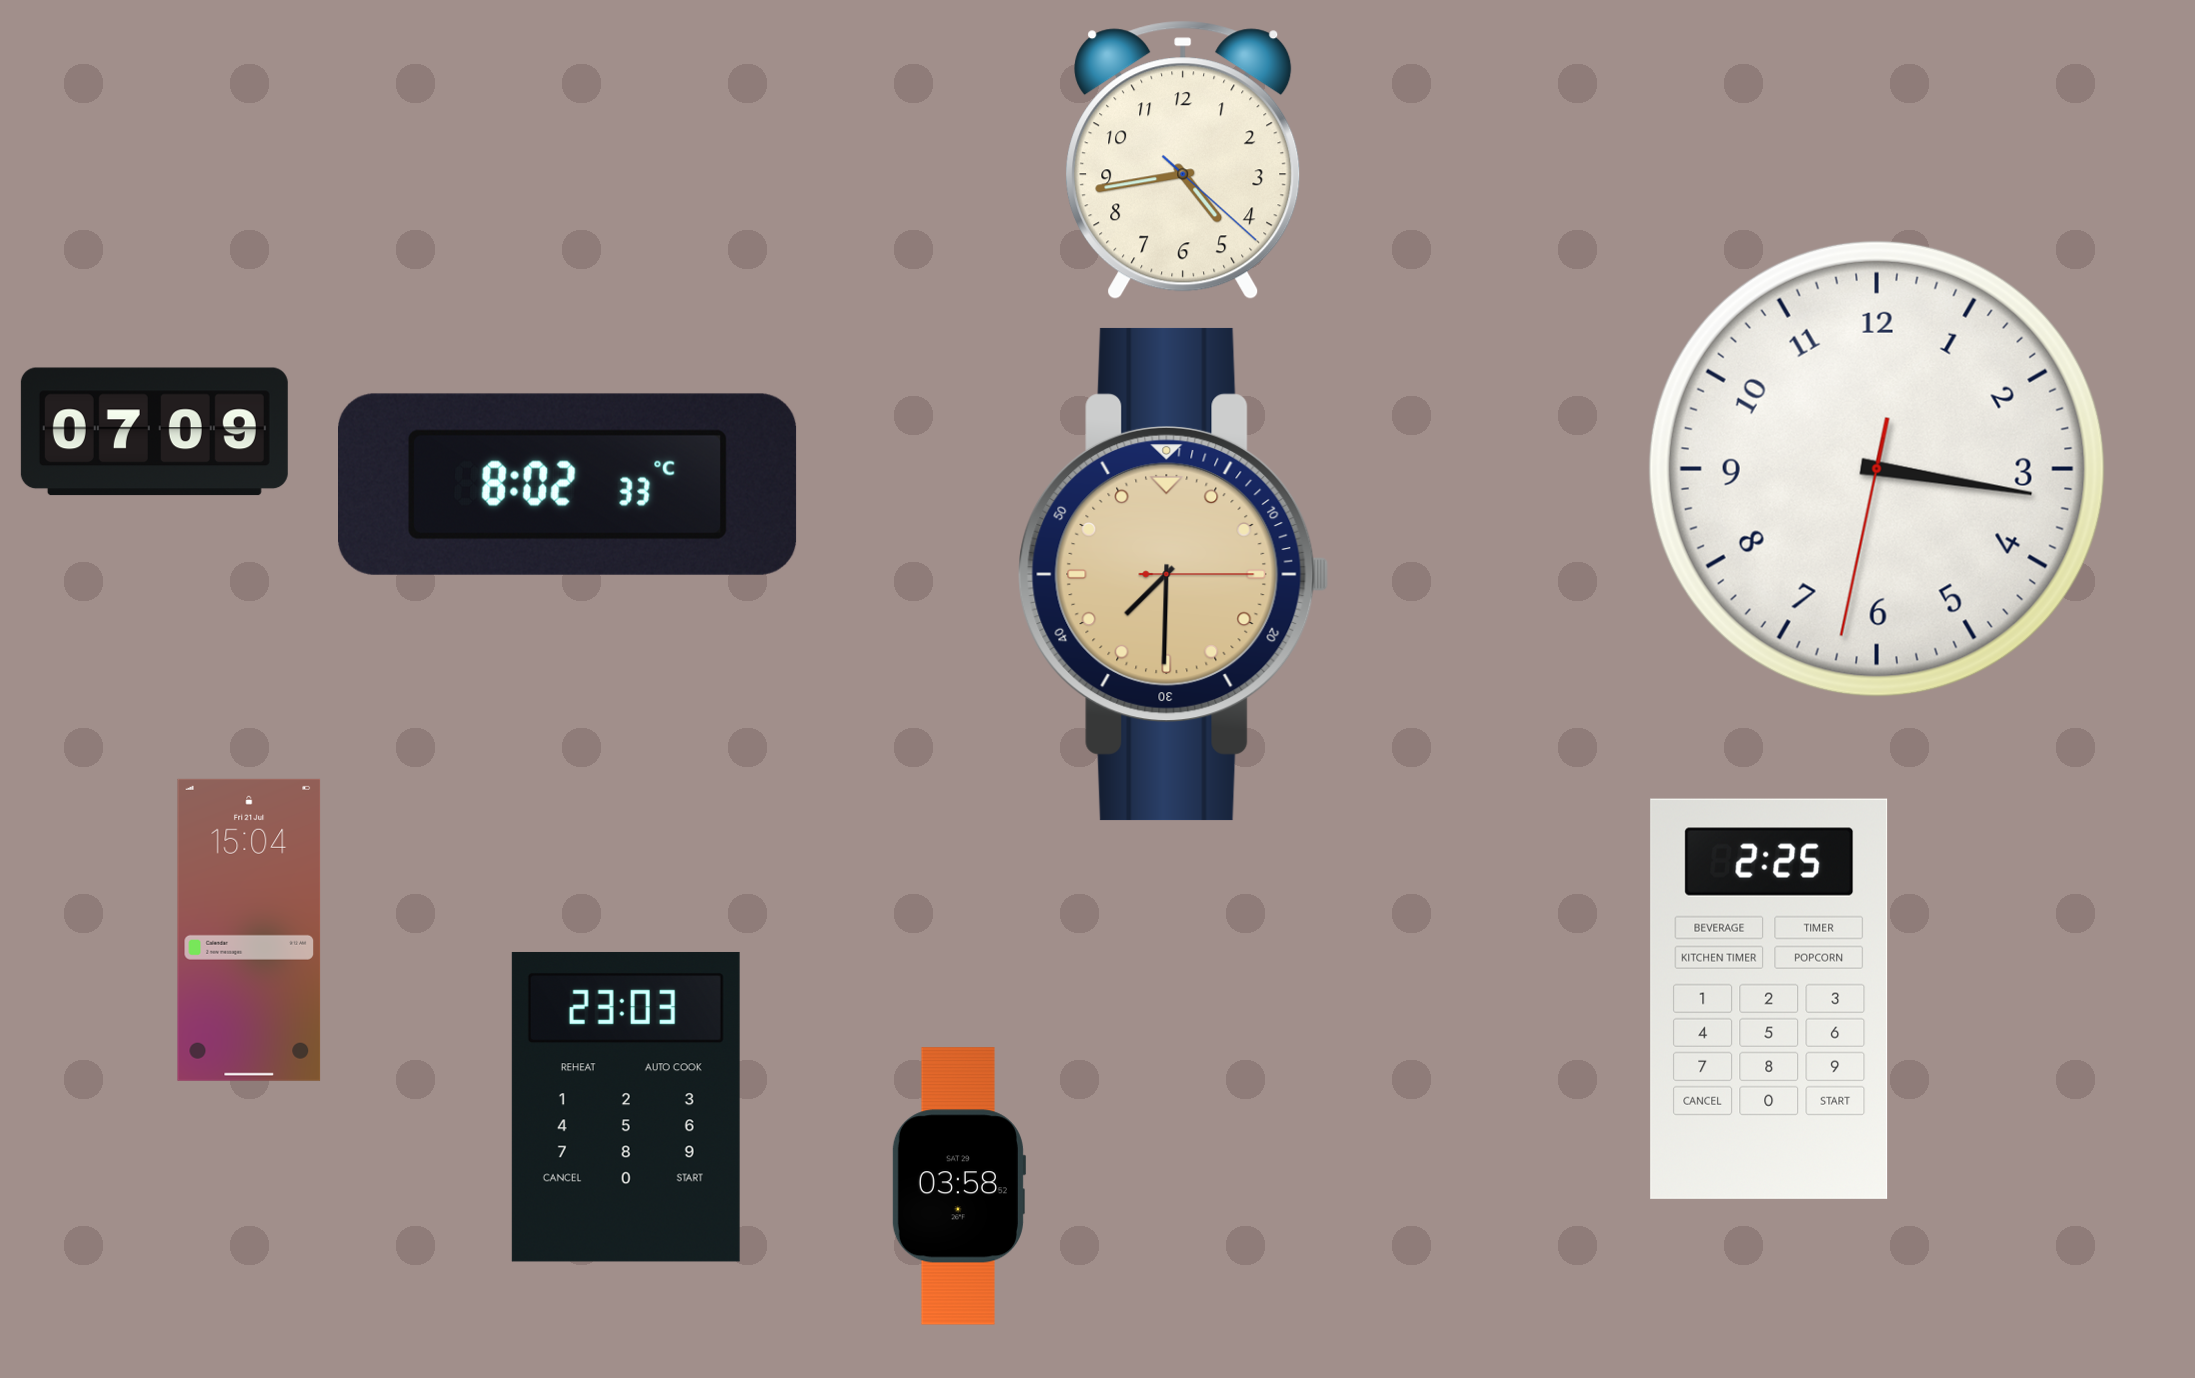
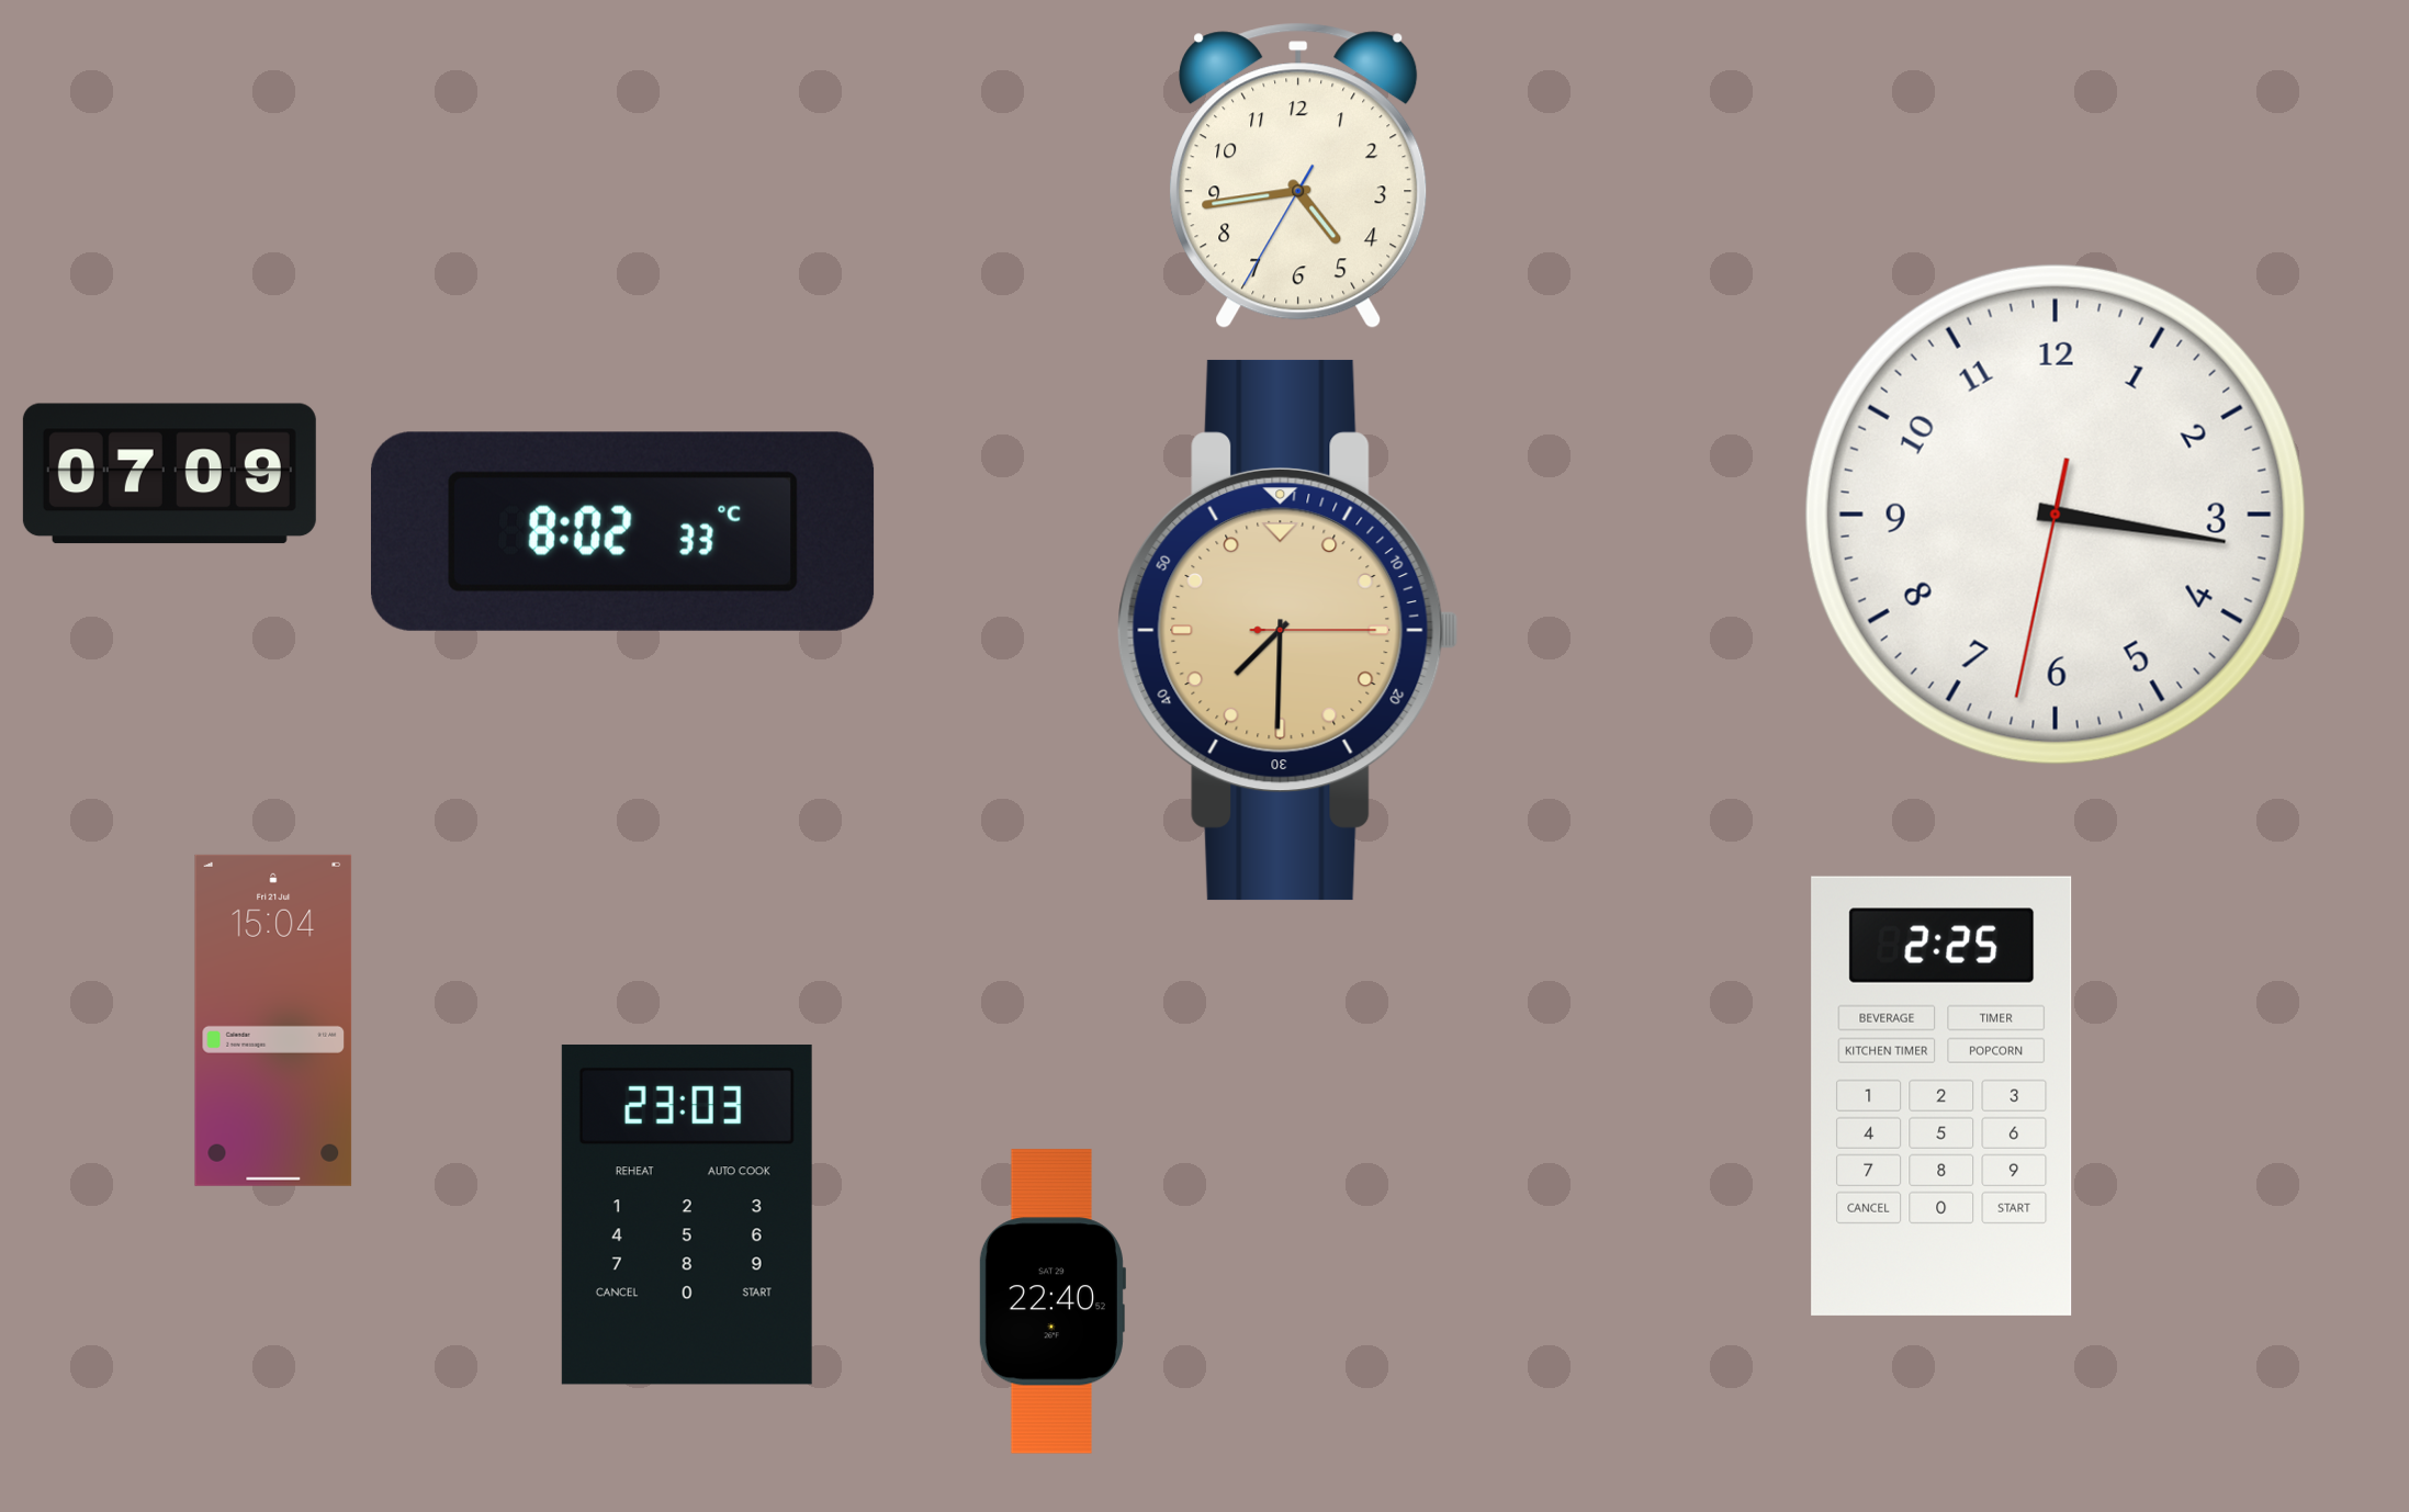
clock at (1183, 160): 4:43:22 -> 4:43:35
clock at (1877, 469) position: (1877, 469) -> (2056, 515)
clock at (958, 1186): 03:58 -> 22:40
